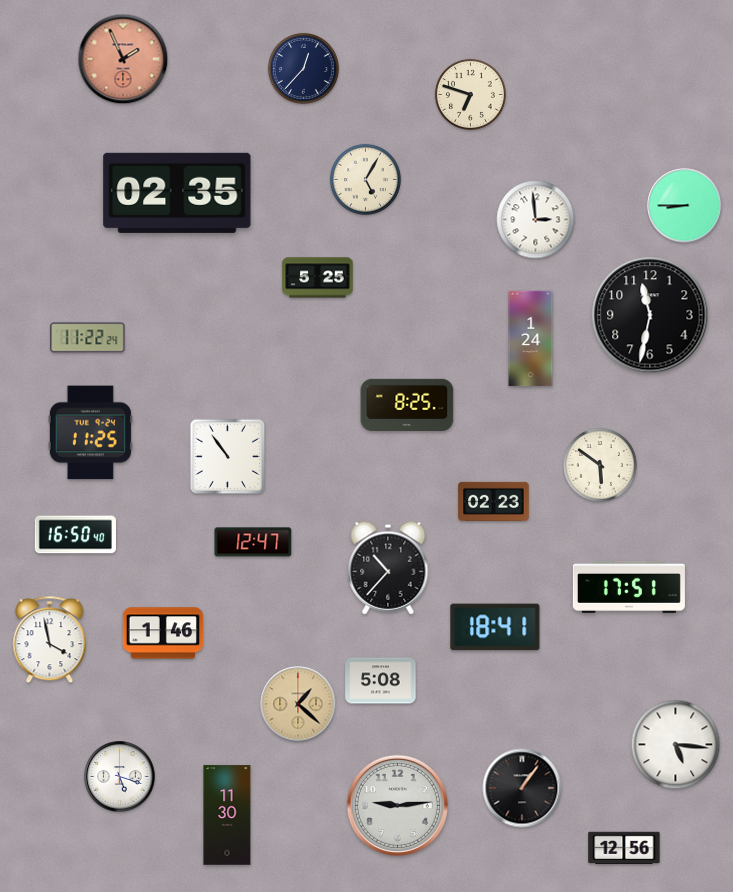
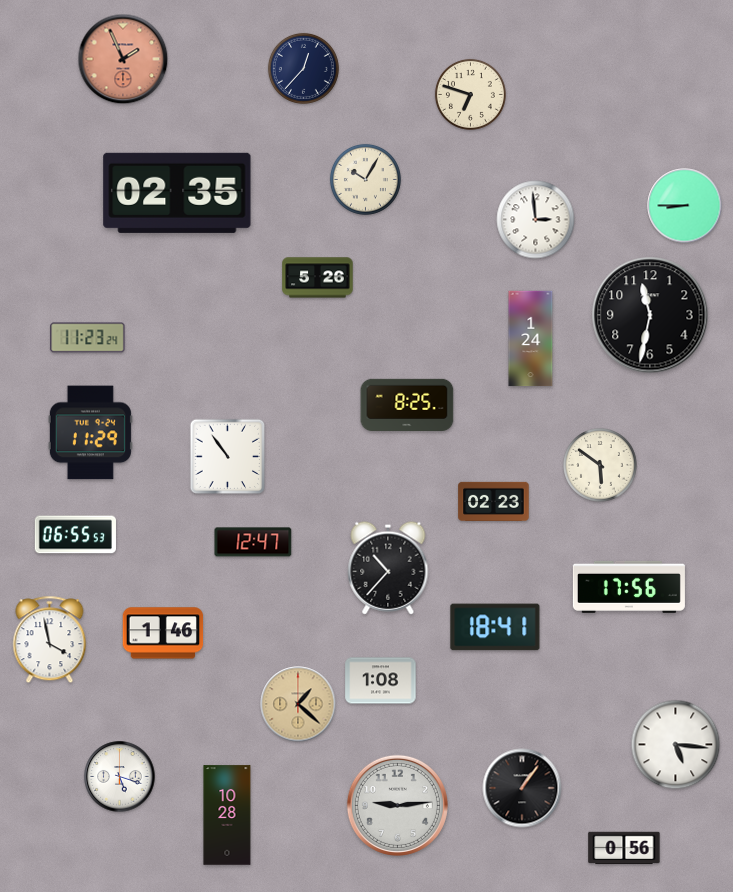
clock at (365, 179): 5:05 -> 10:05
clock at (318, 278): 5:25 -> 5:26
clock at (88, 338): 11:22 -> 11:23
clock at (90, 433): 11:25 -> 11:29
clock at (75, 535): 16:50 -> 06:55
clock at (629, 587): 17:51 -> 17:56
clock at (381, 681): 5:08 -> 1:08
clock at (227, 815): 11:30 -> 10:28
clock at (624, 848): 12:56 -> 0:56
